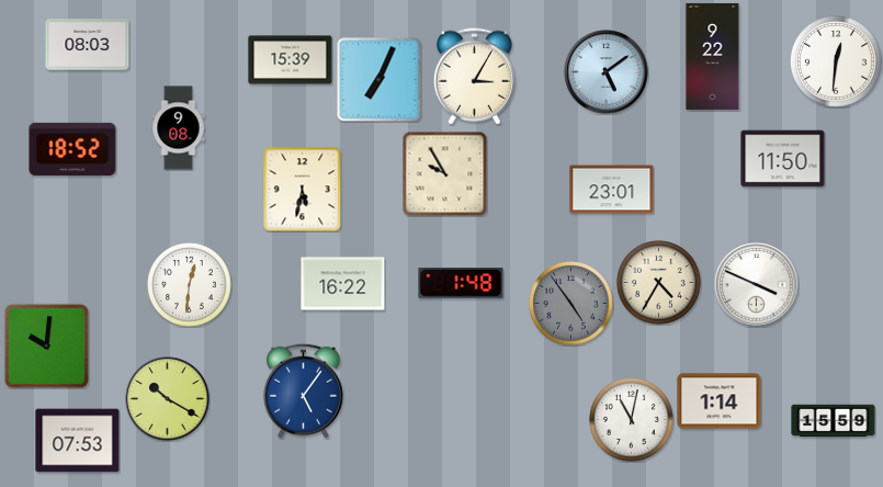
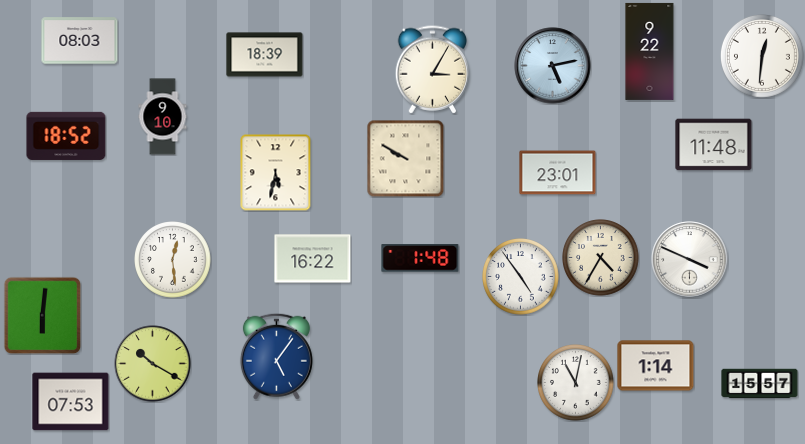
clock at (291, 60): 15:39 -> 18:39
clock at (607, 72): 5:09 -> 5:13
clock at (380, 80): 7:04 -> none
clock at (179, 128): 9:08 -> 9:10
clock at (783, 159): 11:50 -> 11:48
clock at (444, 173): 9:55 -> 9:50
clock at (190, 285): 12:31 -> 12:29
clock at (571, 304) dial: grey -> white
clock at (46, 346): 10:01 -> 6:01
clock at (834, 421): 15:59 -> 15:57
